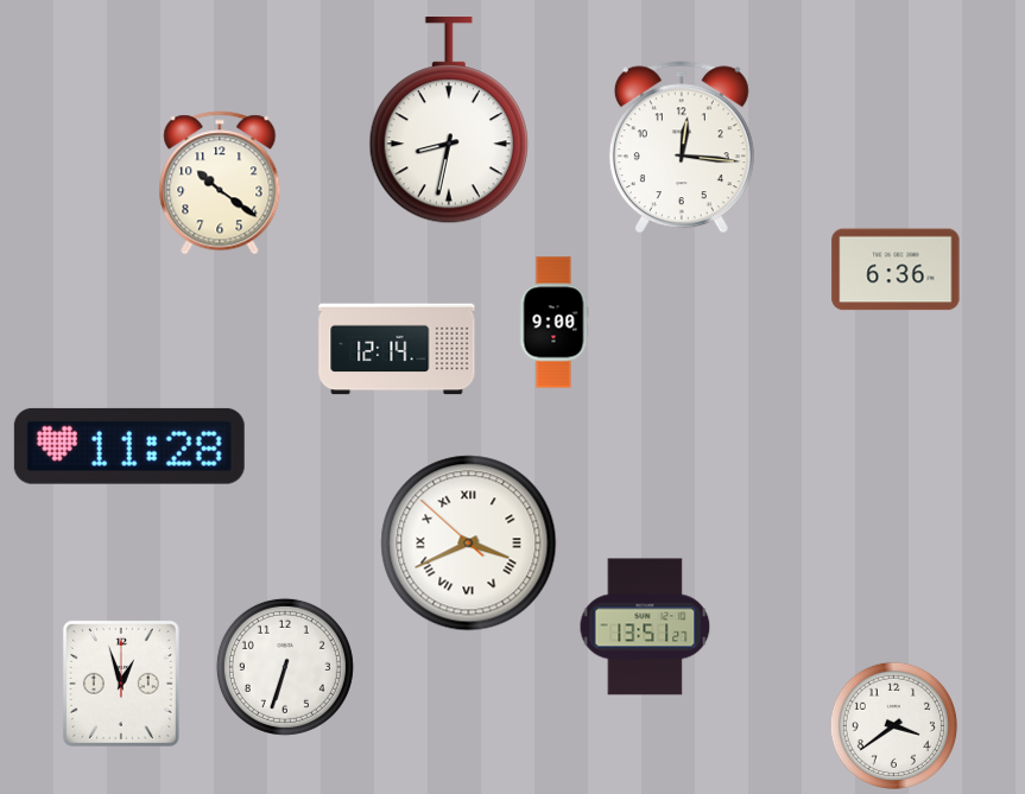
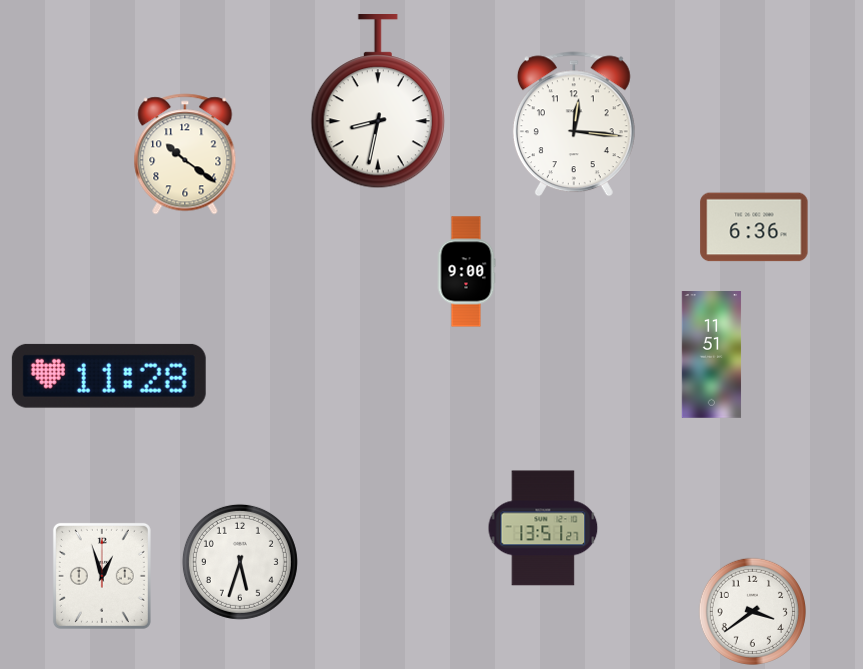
clock at (397, 349): 12:14 -> none
clock at (712, 355): none -> 11:51
clock at (469, 544): 3:40 -> none
clock at (285, 667): 6:33 -> 5:33
